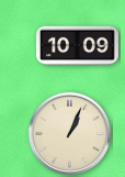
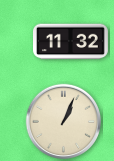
clock at (78, 46): 10:09 -> 11:32
